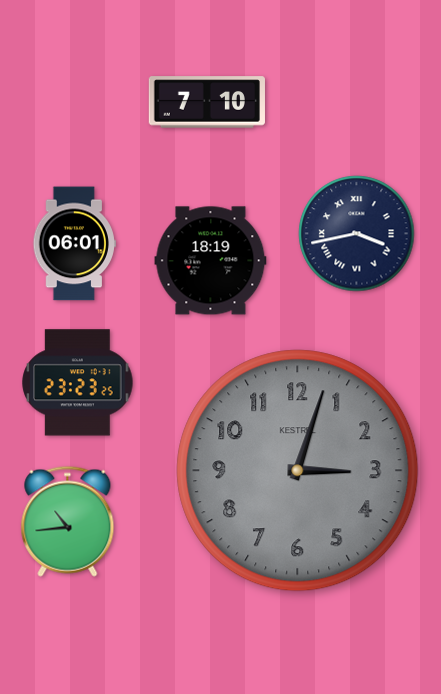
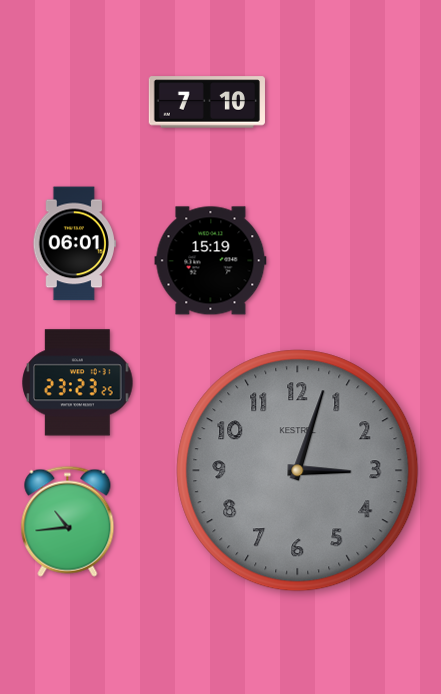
clock at (357, 234): 3:43 -> none
clock at (211, 261): 18:19 -> 15:19
